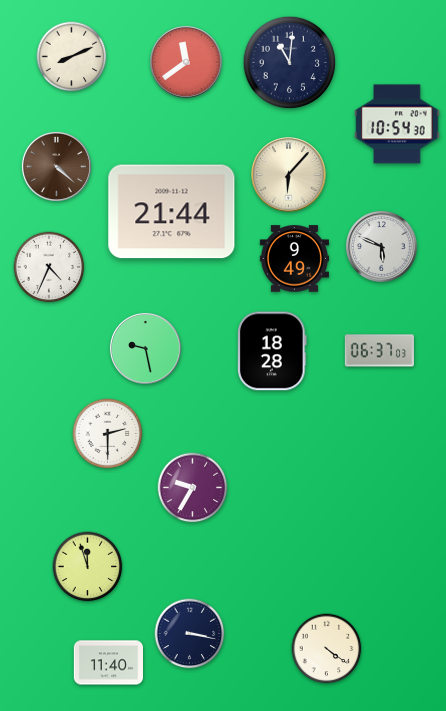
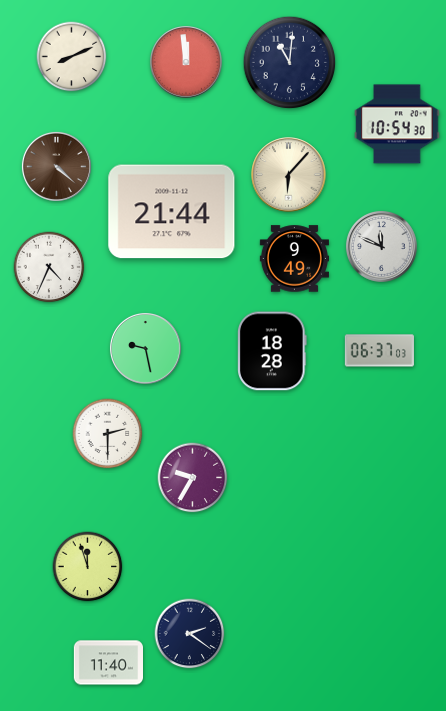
clock at (187, 63): 11:39 -> 11:59
clock at (382, 247): 5:49 -> 11:49
clock at (193, 488) position: (193, 488) -> (193, 478)
clock at (190, 634): 3:17 -> 2:21
clock at (327, 649): 4:21 -> none
